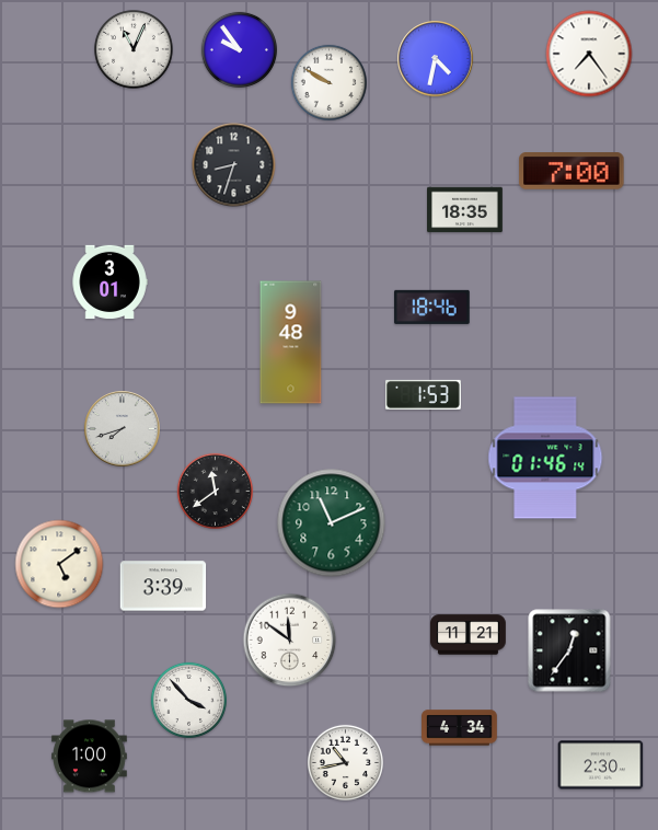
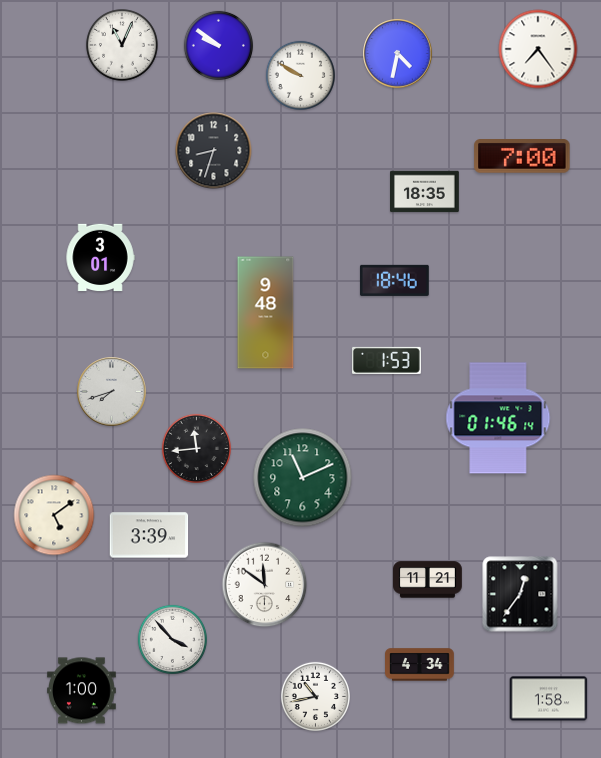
clock at (239, 49): 9:54 -> 9:51
clock at (215, 491): 11:39 -> 11:44
clock at (601, 765): 2:30 -> 1:58
